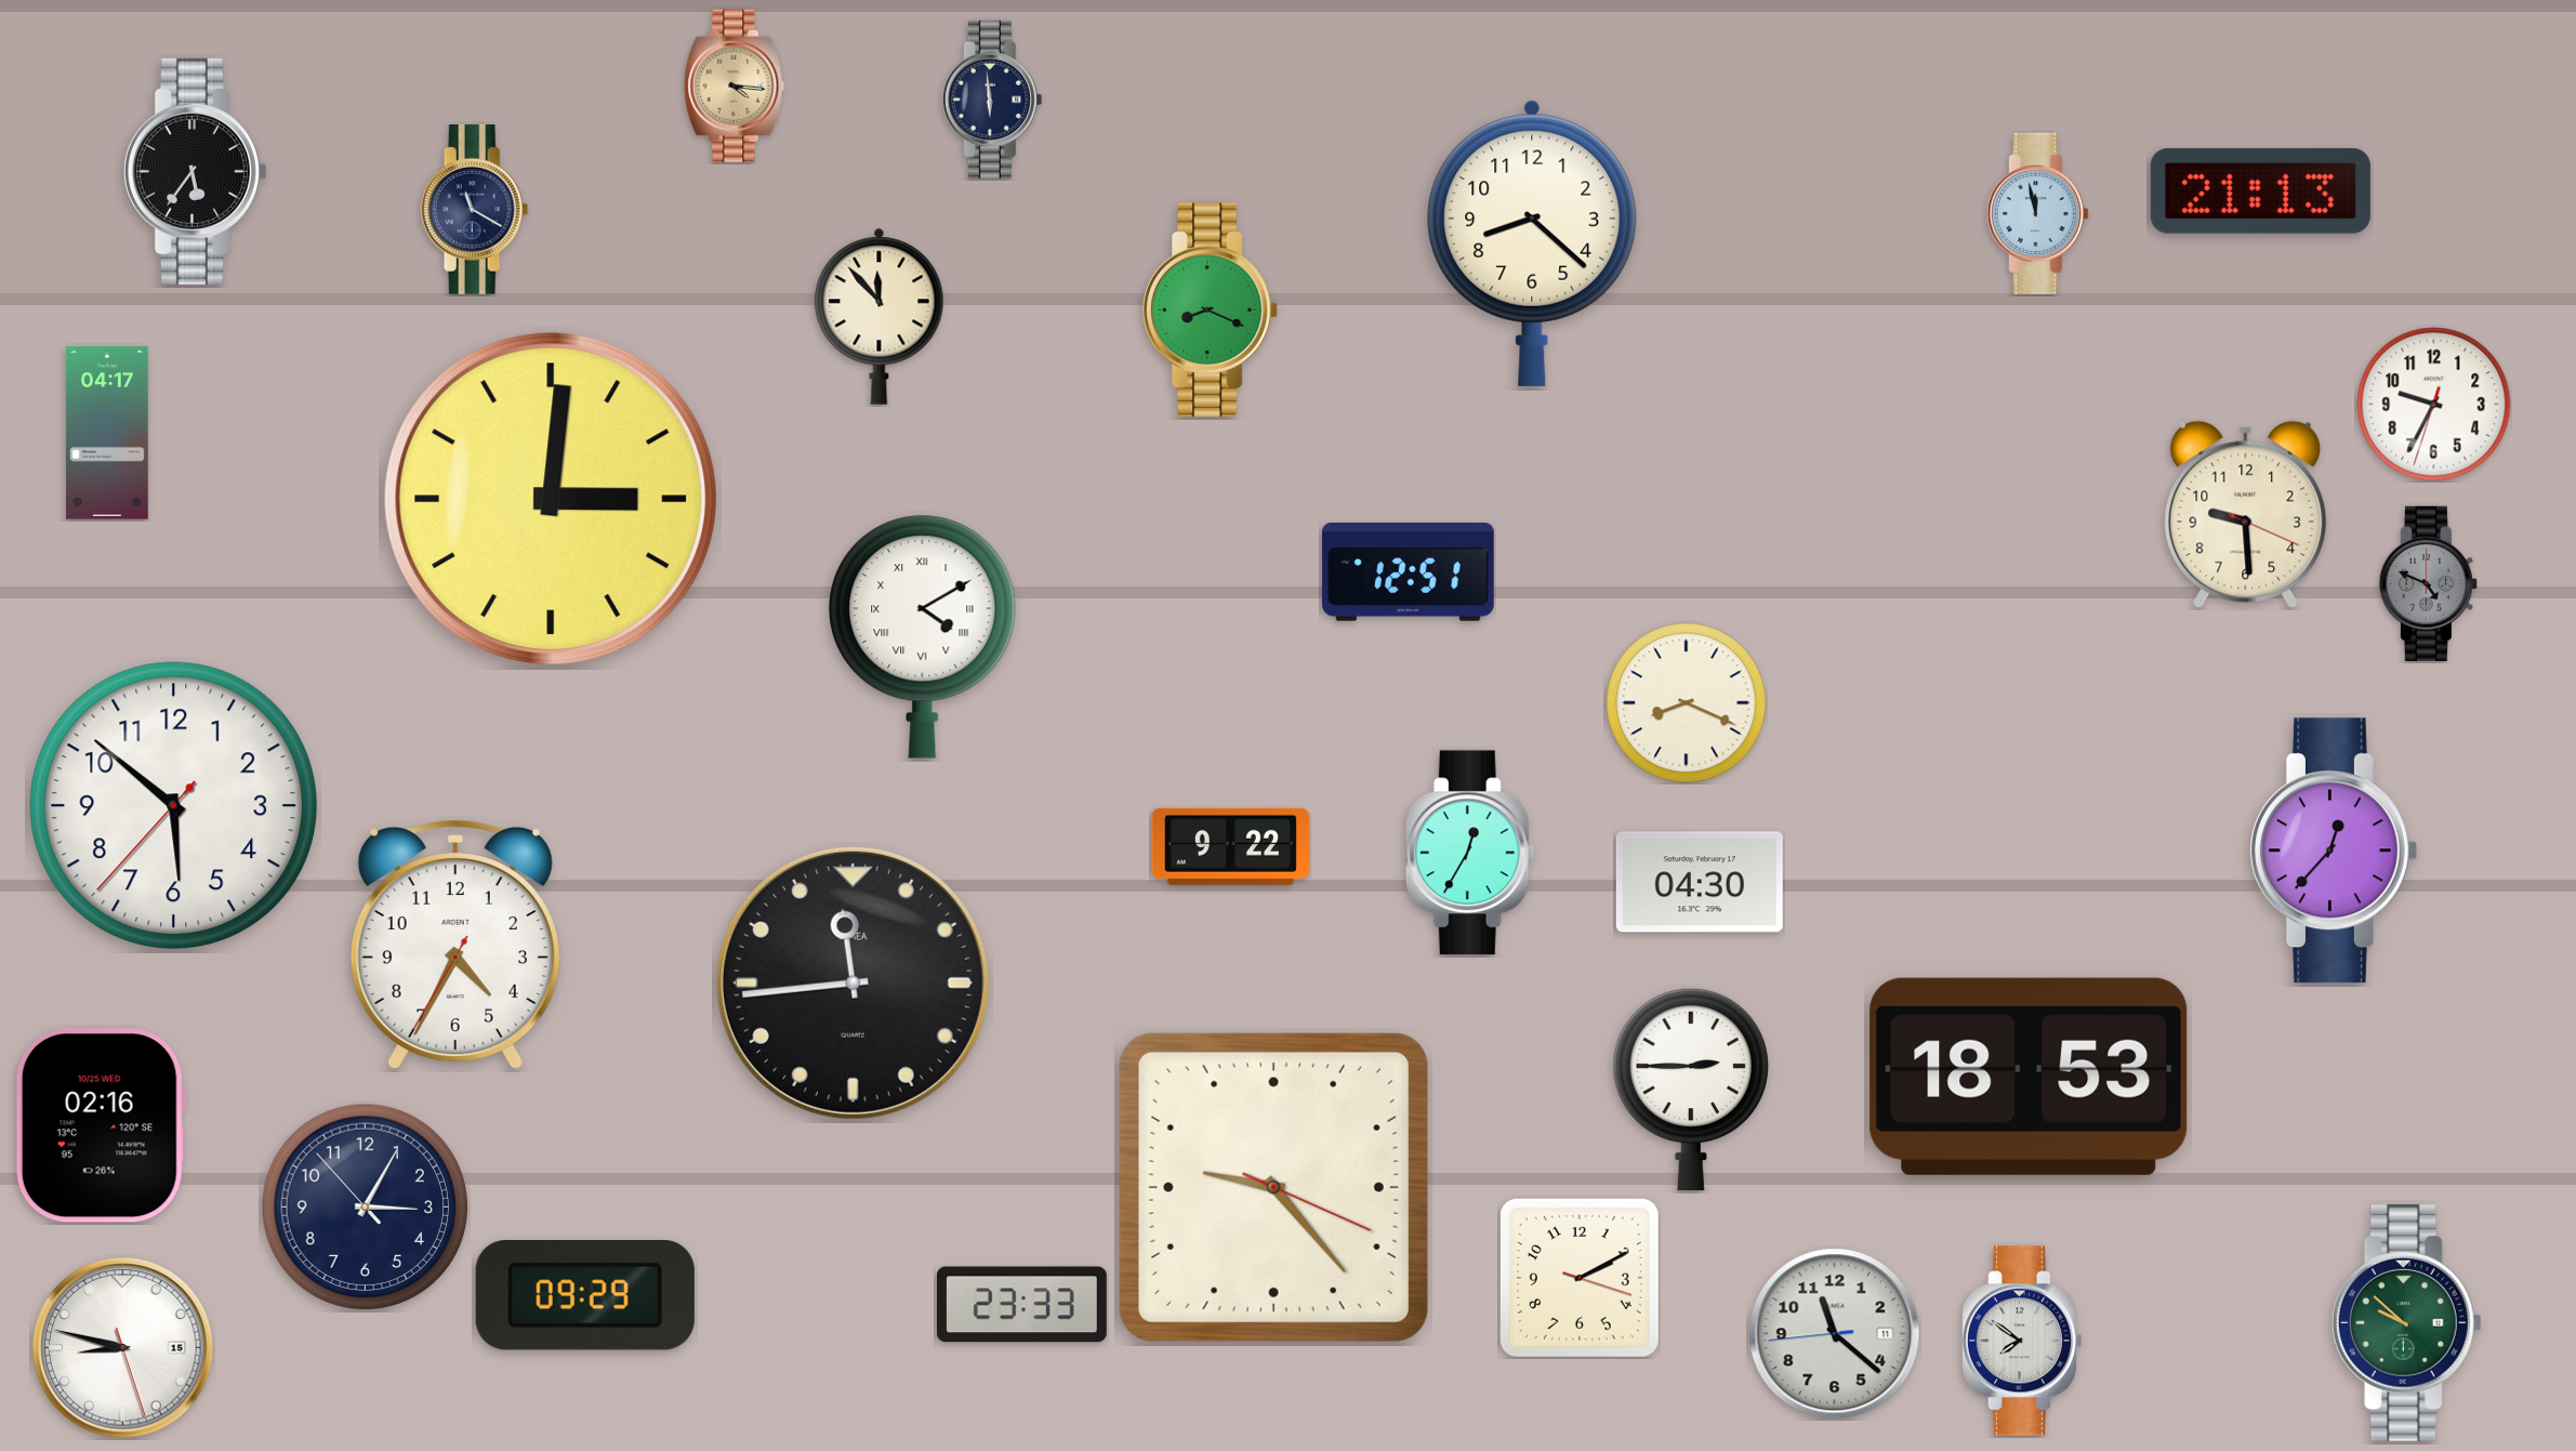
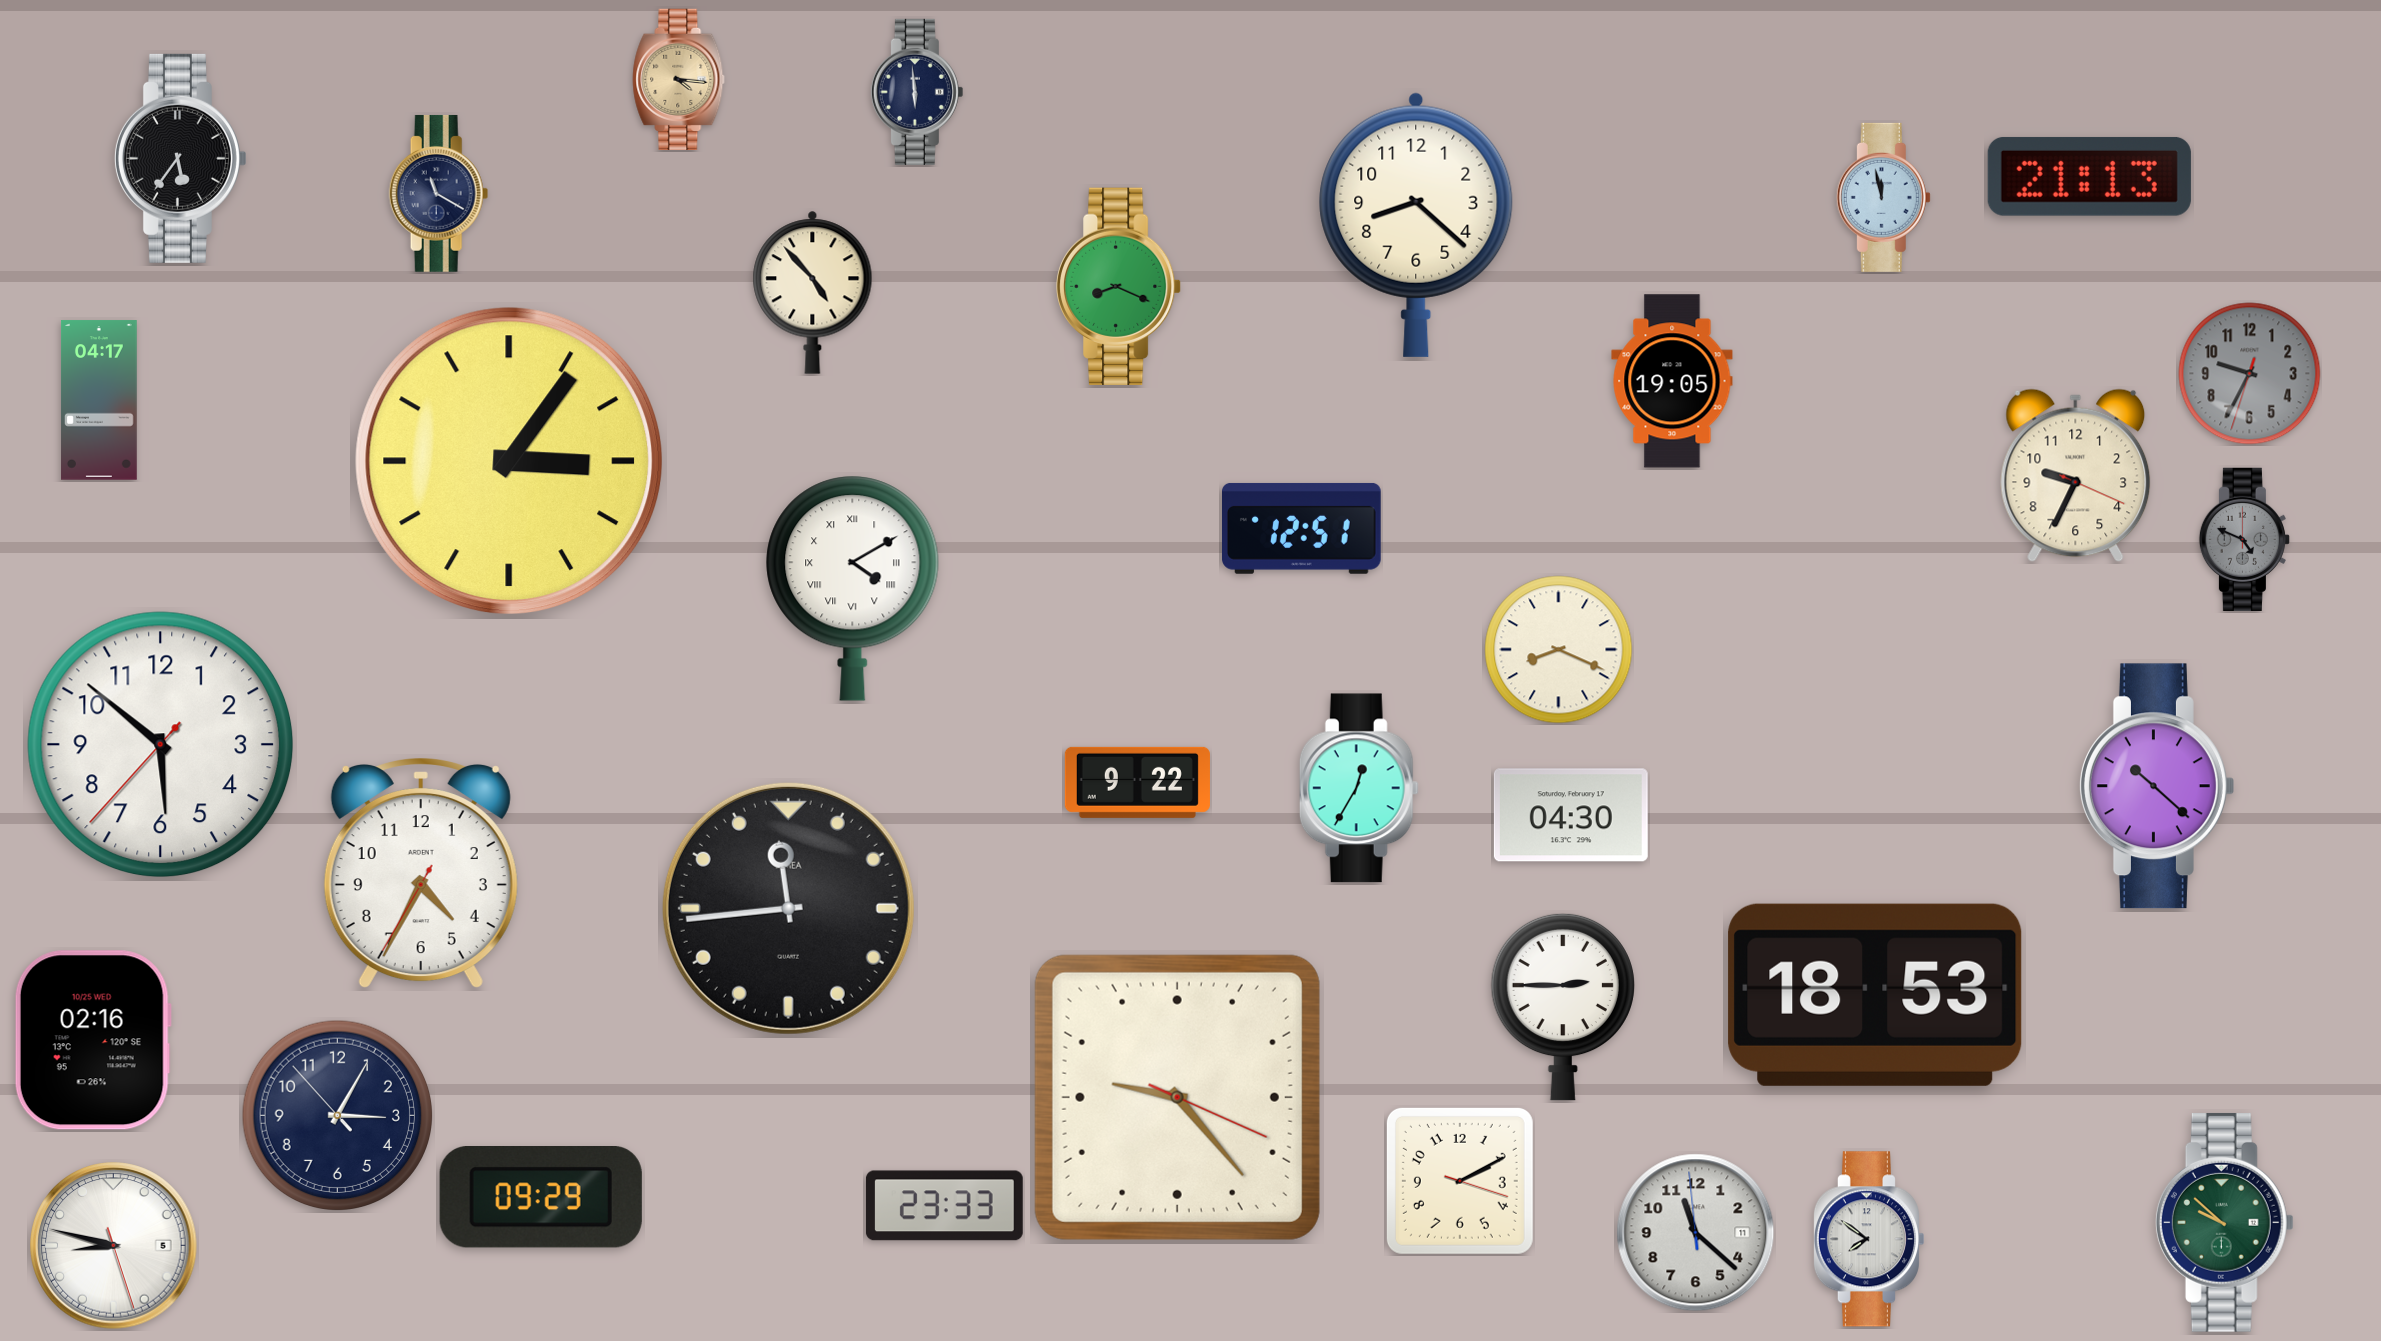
clock at (880, 316): 11:53 -> 4:53
clock at (2434, 405) dial: white -> grey
clock at (1672, 381): none -> 19:05
clock at (551, 499): 3:01 -> 3:06
clock at (2246, 515): 9:29 -> 9:34
clock at (2333, 850): 12:37 -> 10:22
clock at (1835, 1334): 11:21:44 -> 11:21:59
clock at (123, 1348) date: 15 -> 5
